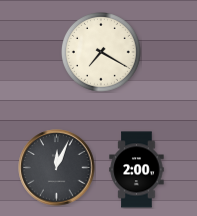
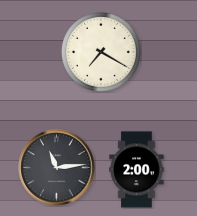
clock at (57, 168): 12:04 -> 11:14
